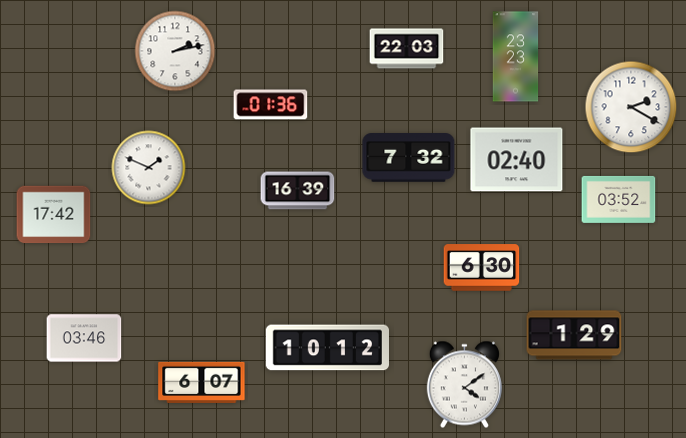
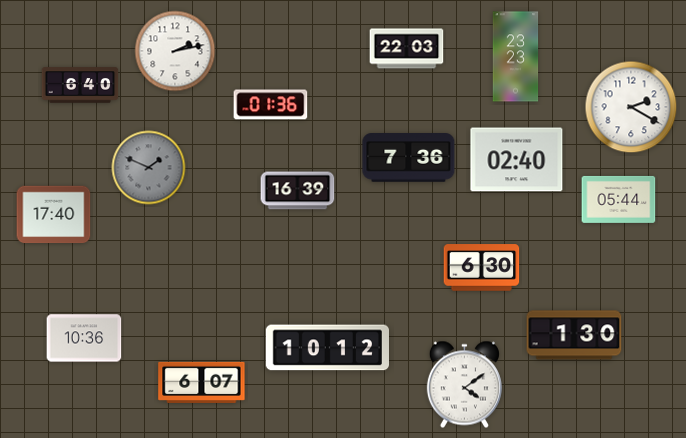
clock at (80, 85): none -> 6:40
clock at (409, 158): 7:32 -> 7:36
clock at (149, 168) dial: white -> grey
clock at (619, 199): 03:52 -> 05:44
clock at (54, 215): 17:42 -> 17:40
clock at (574, 335): 1:29 -> 1:30
clock at (84, 338): 03:46 -> 10:36
